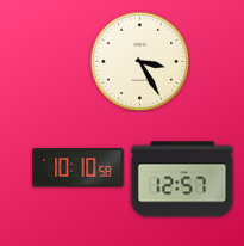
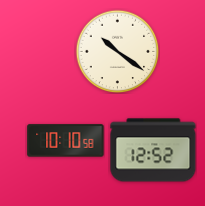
clock at (139, 61): 3:25 -> 10:21
clock at (182, 179): 12:57 -> 12:52
